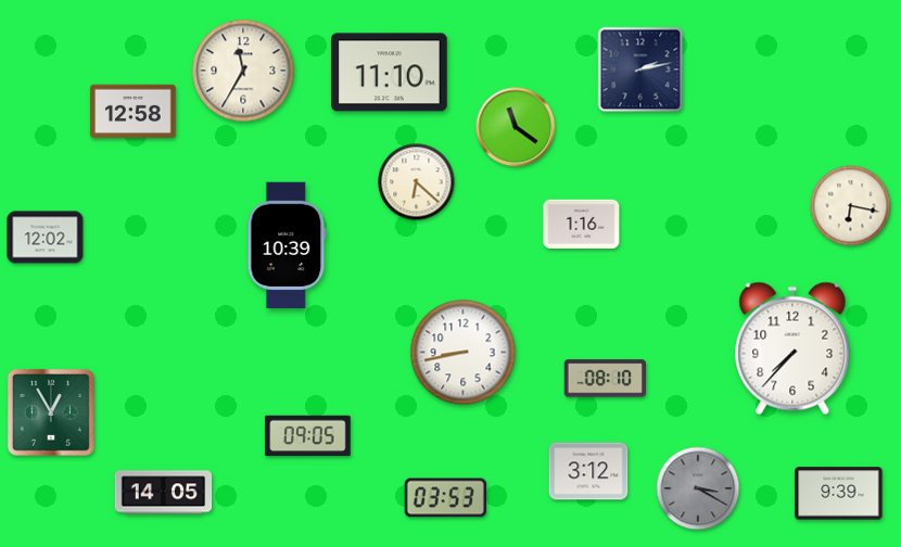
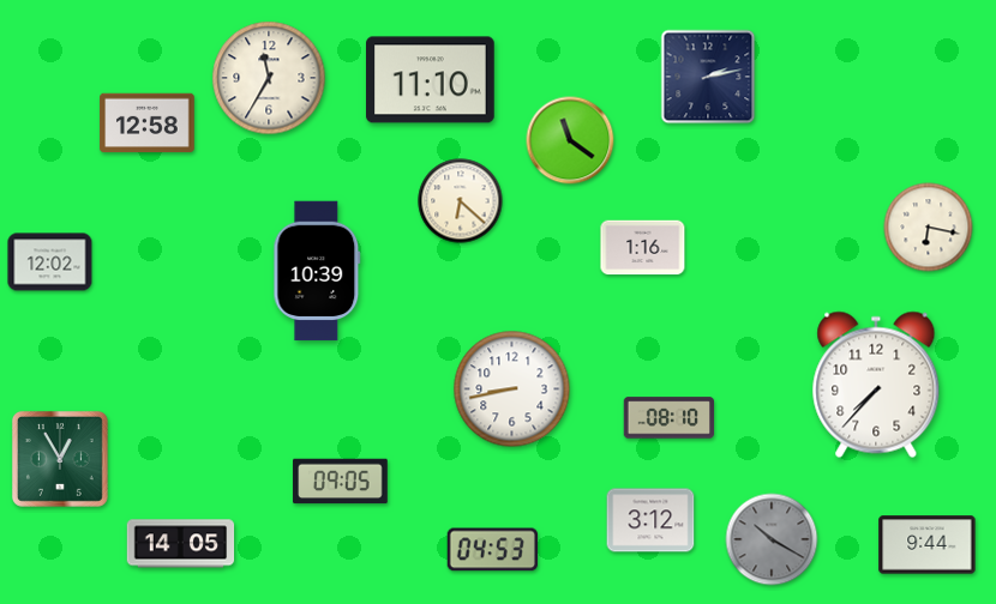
clock at (851, 206) position: (851, 206) -> (929, 228)
clock at (51, 412) position: (51, 412) -> (60, 459)
clock at (698, 488): 3:20 -> 10:20
clock at (839, 494): 9:39 -> 9:44
clock at (445, 498): 03:53 -> 04:53
